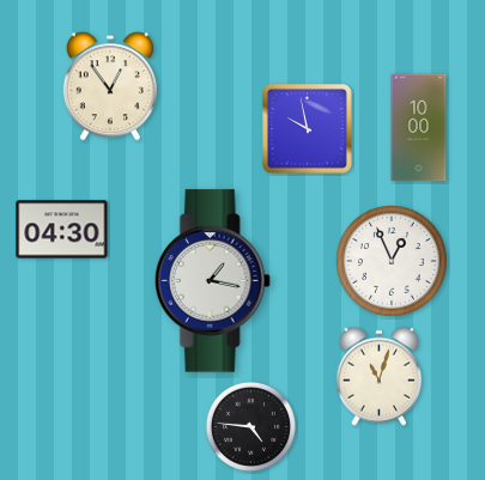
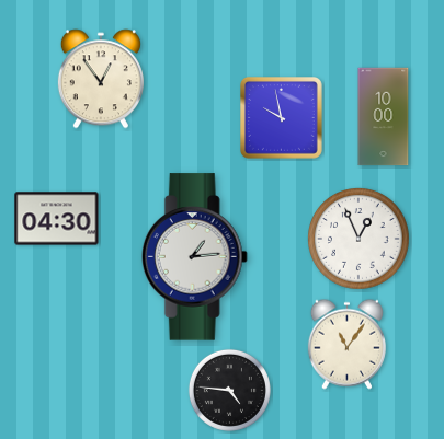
clock at (62, 230) position: (62, 230) -> (57, 219)
clock at (212, 281): 1:17 -> 1:14
clock at (378, 376): 11:03 -> 11:06
